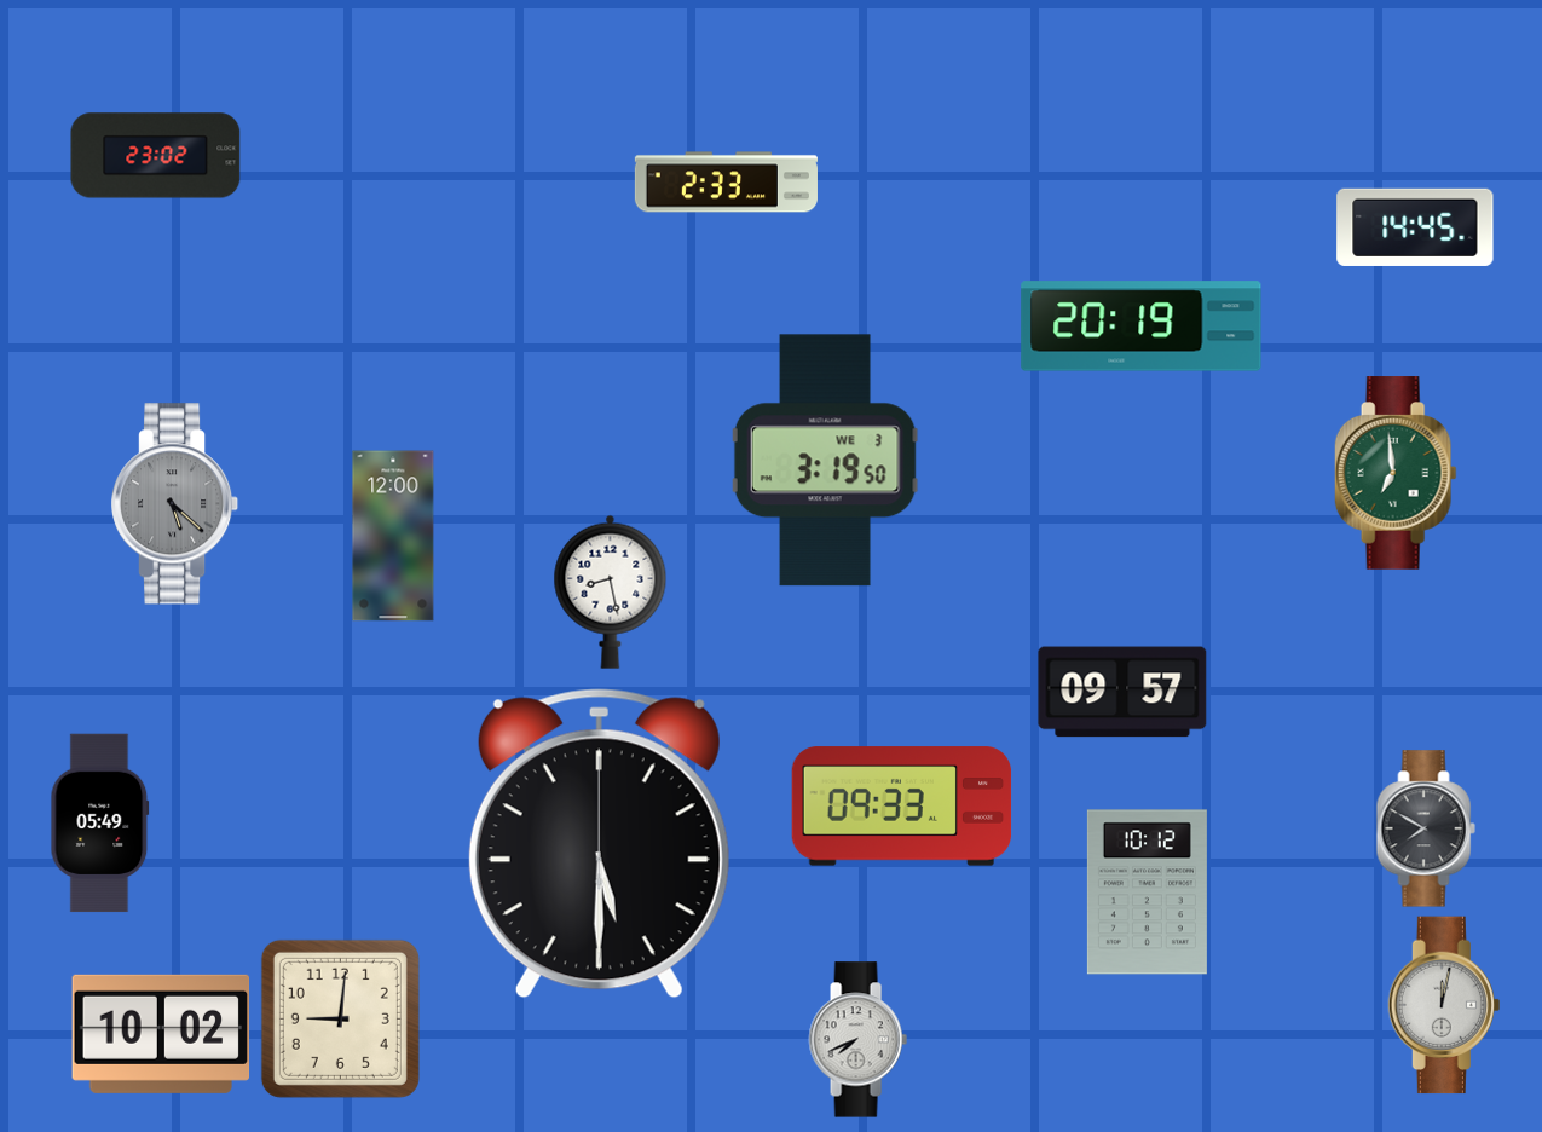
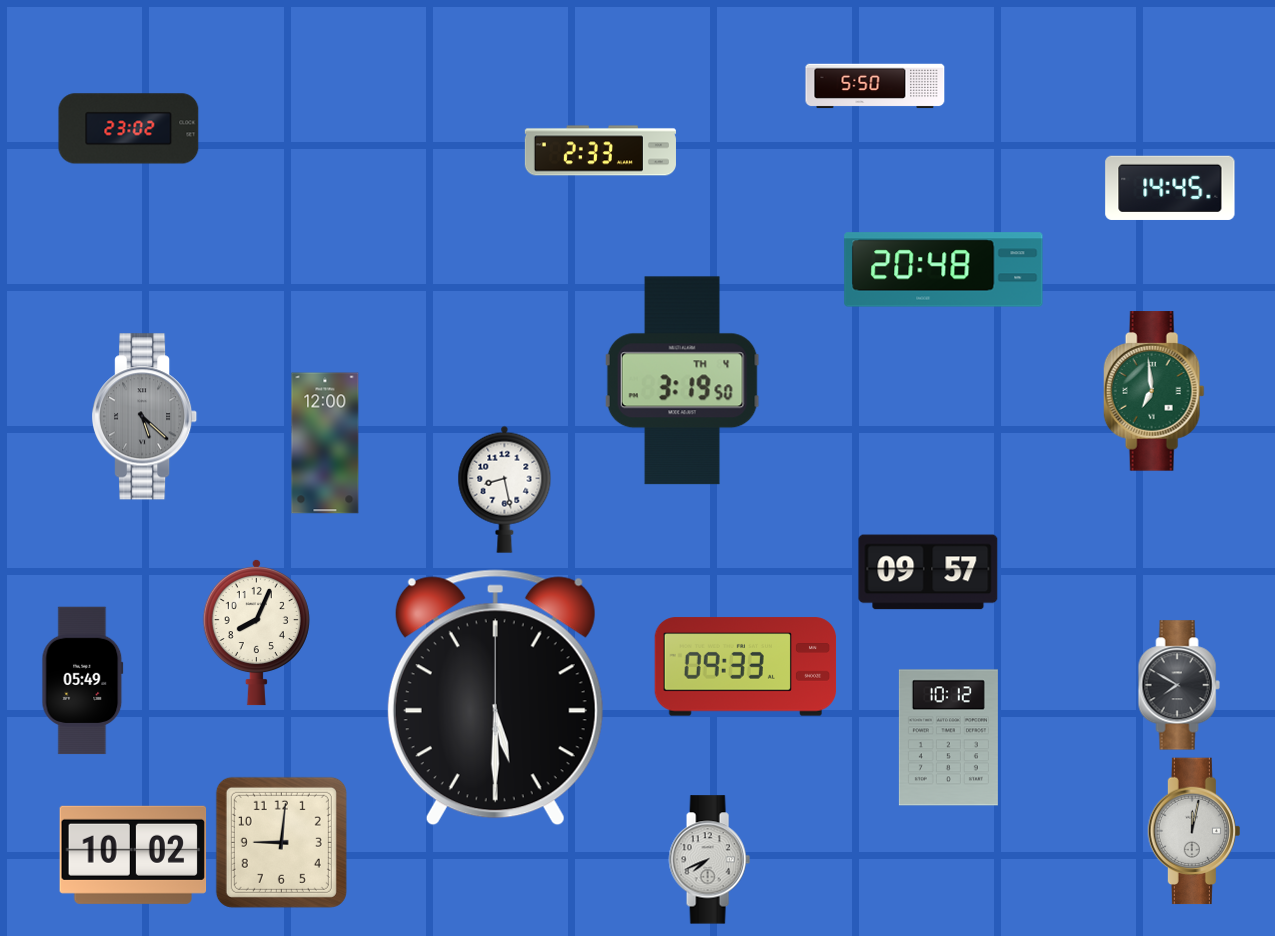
clock at (875, 86): none -> 5:50
clock at (1142, 327): 20:19 -> 20:48
clock at (825, 461) date: WE 3 -> TH 4
clock at (256, 632): none -> 8:04
